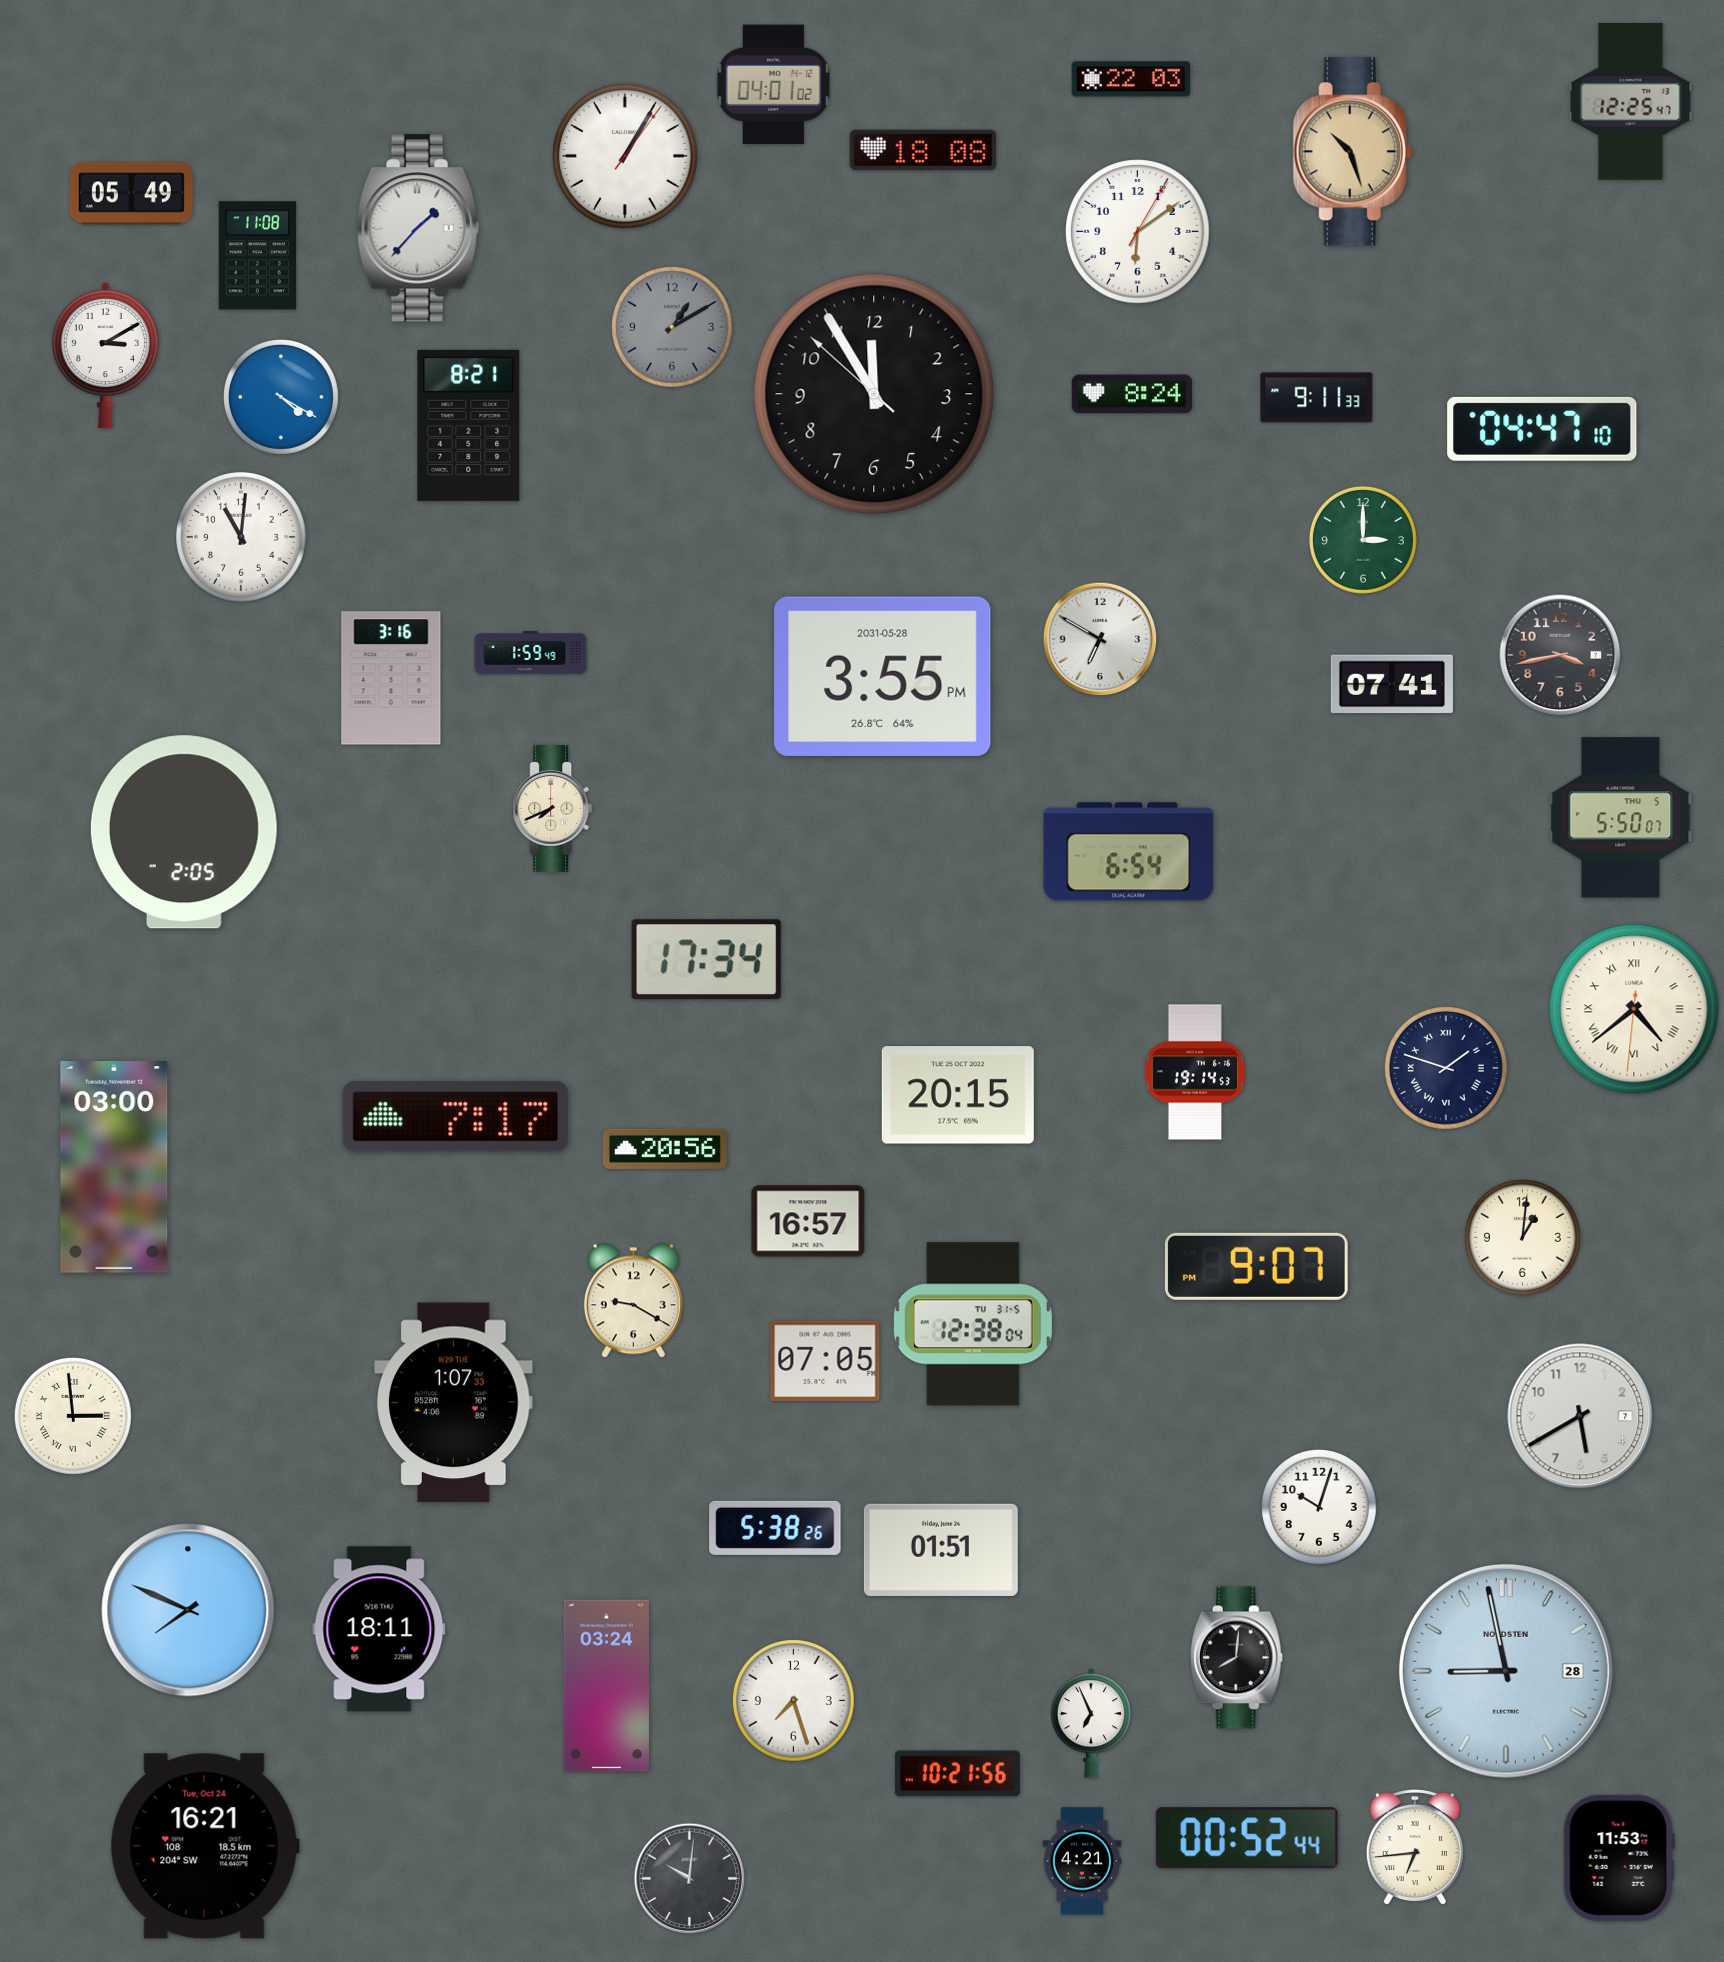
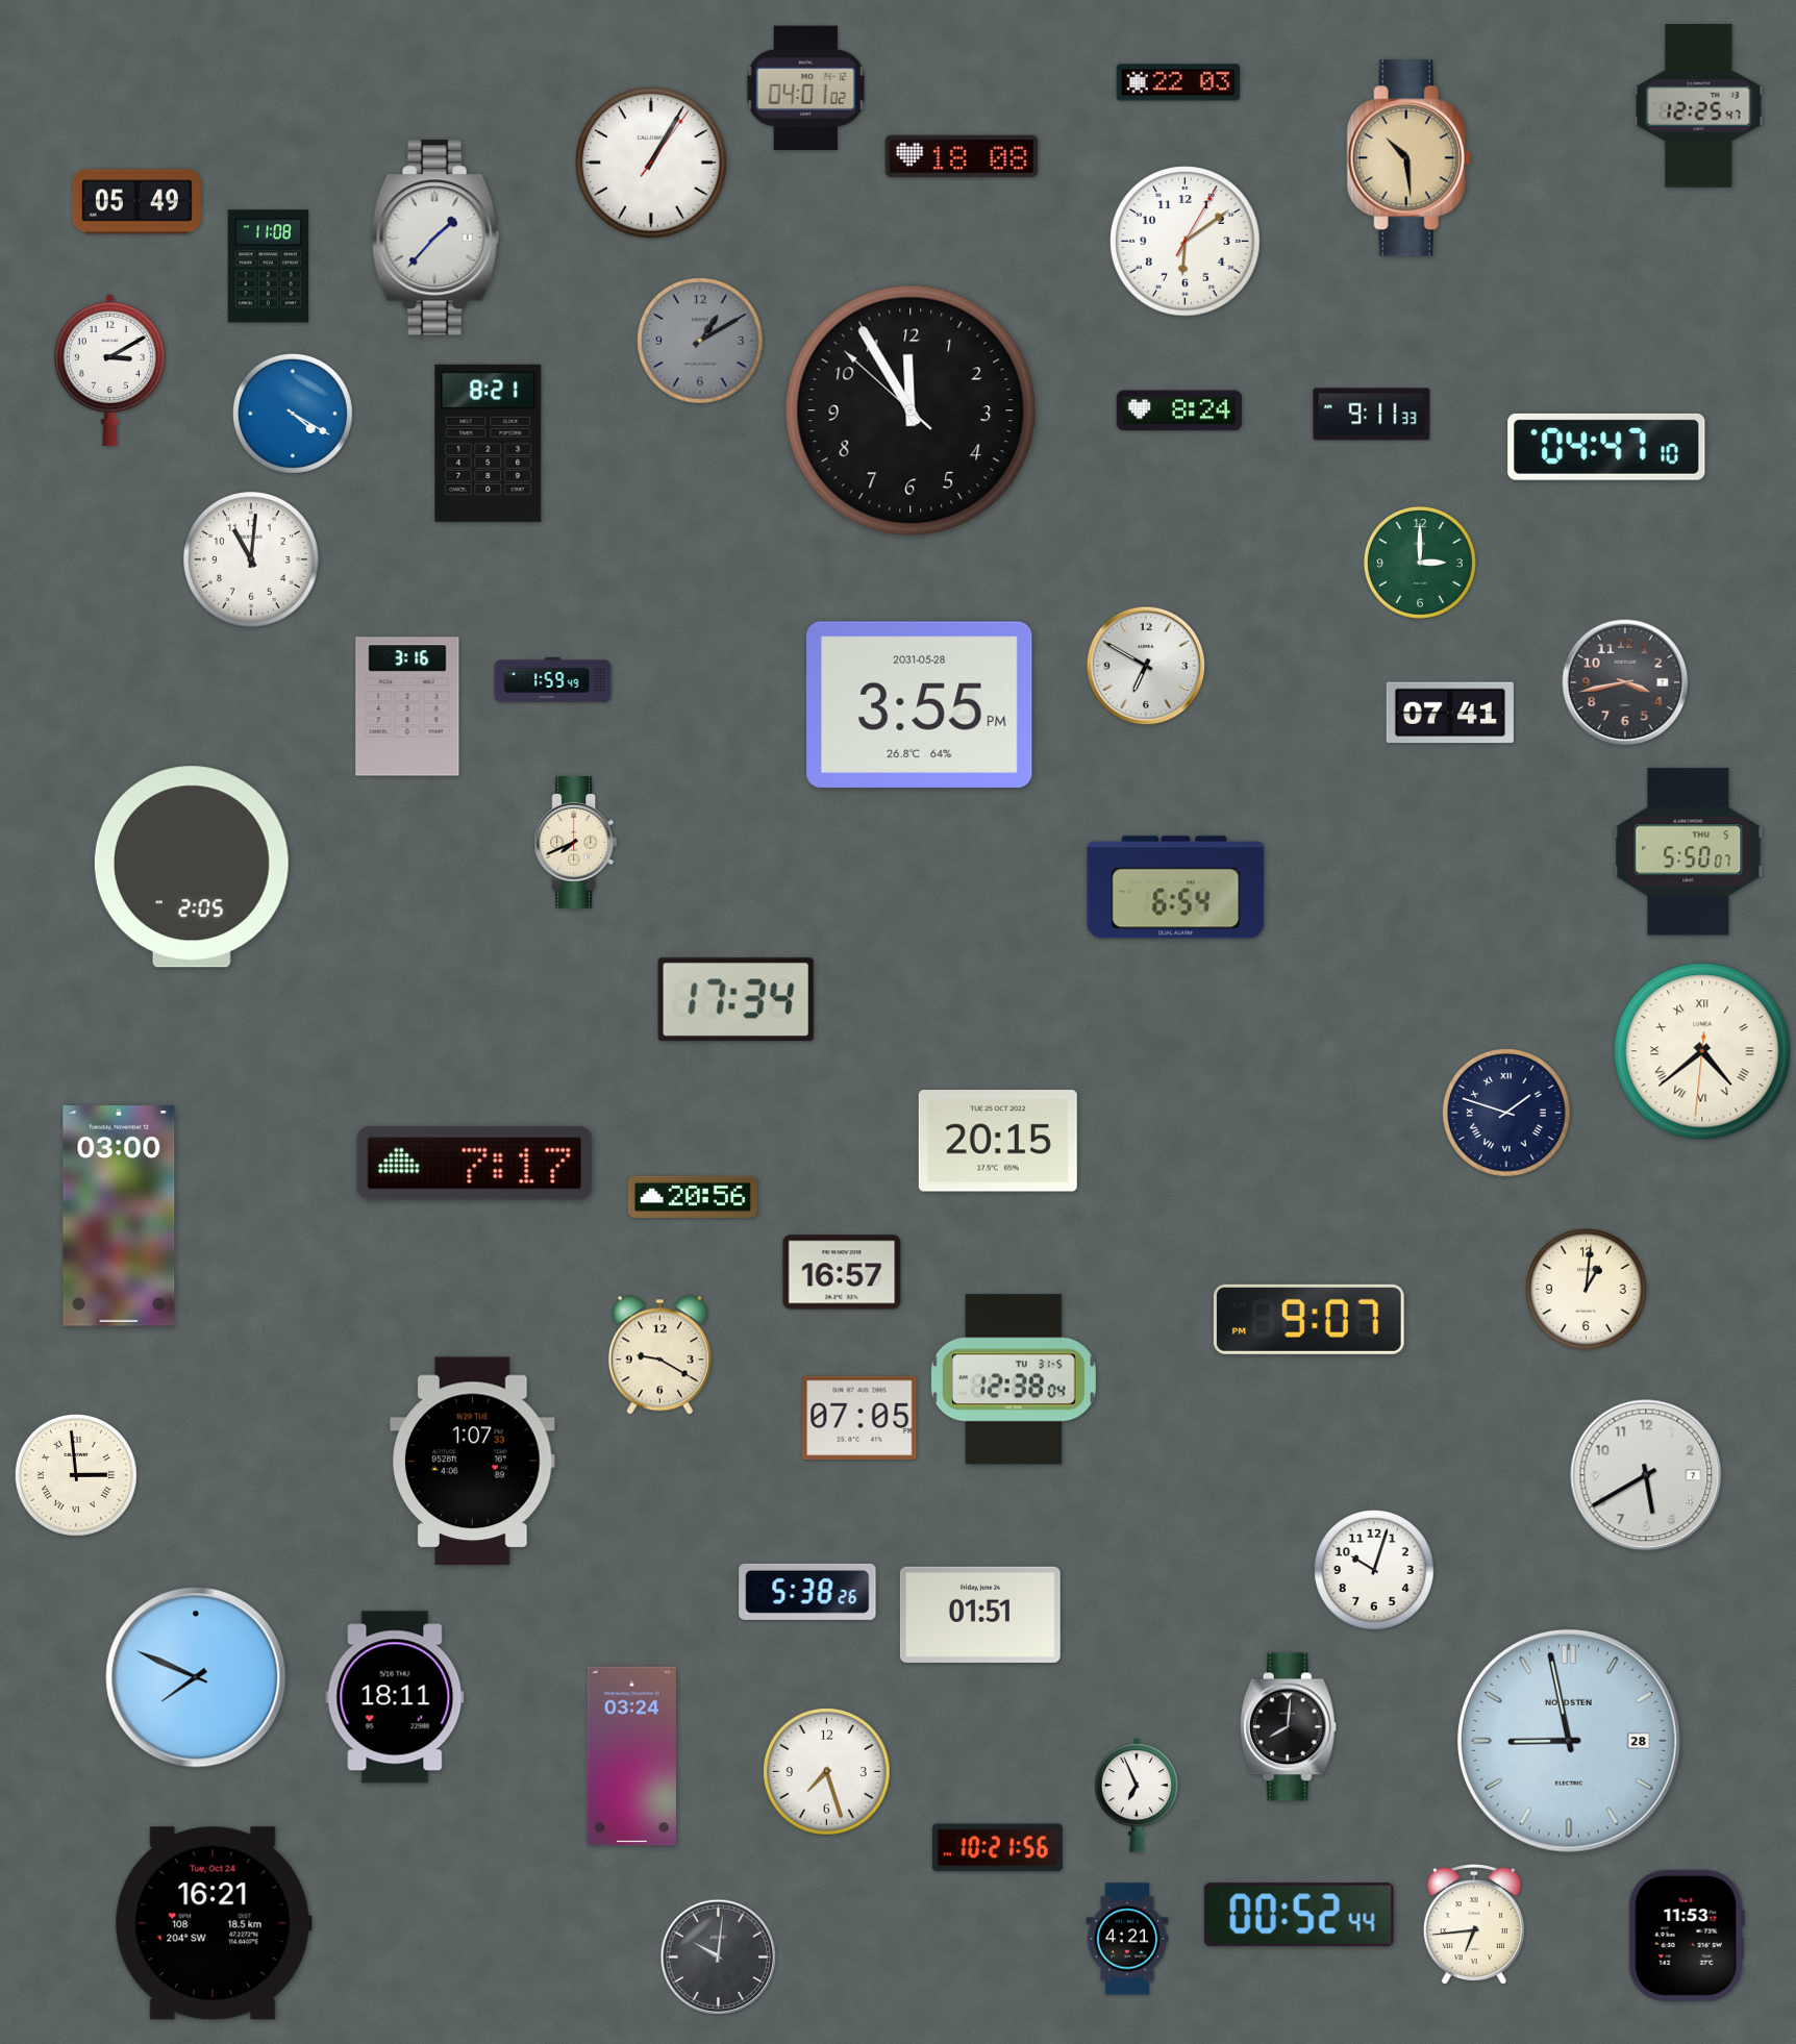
clock at (1352, 152): 10:27 -> 10:29
clock at (1195, 1072): 19:14 -> none
